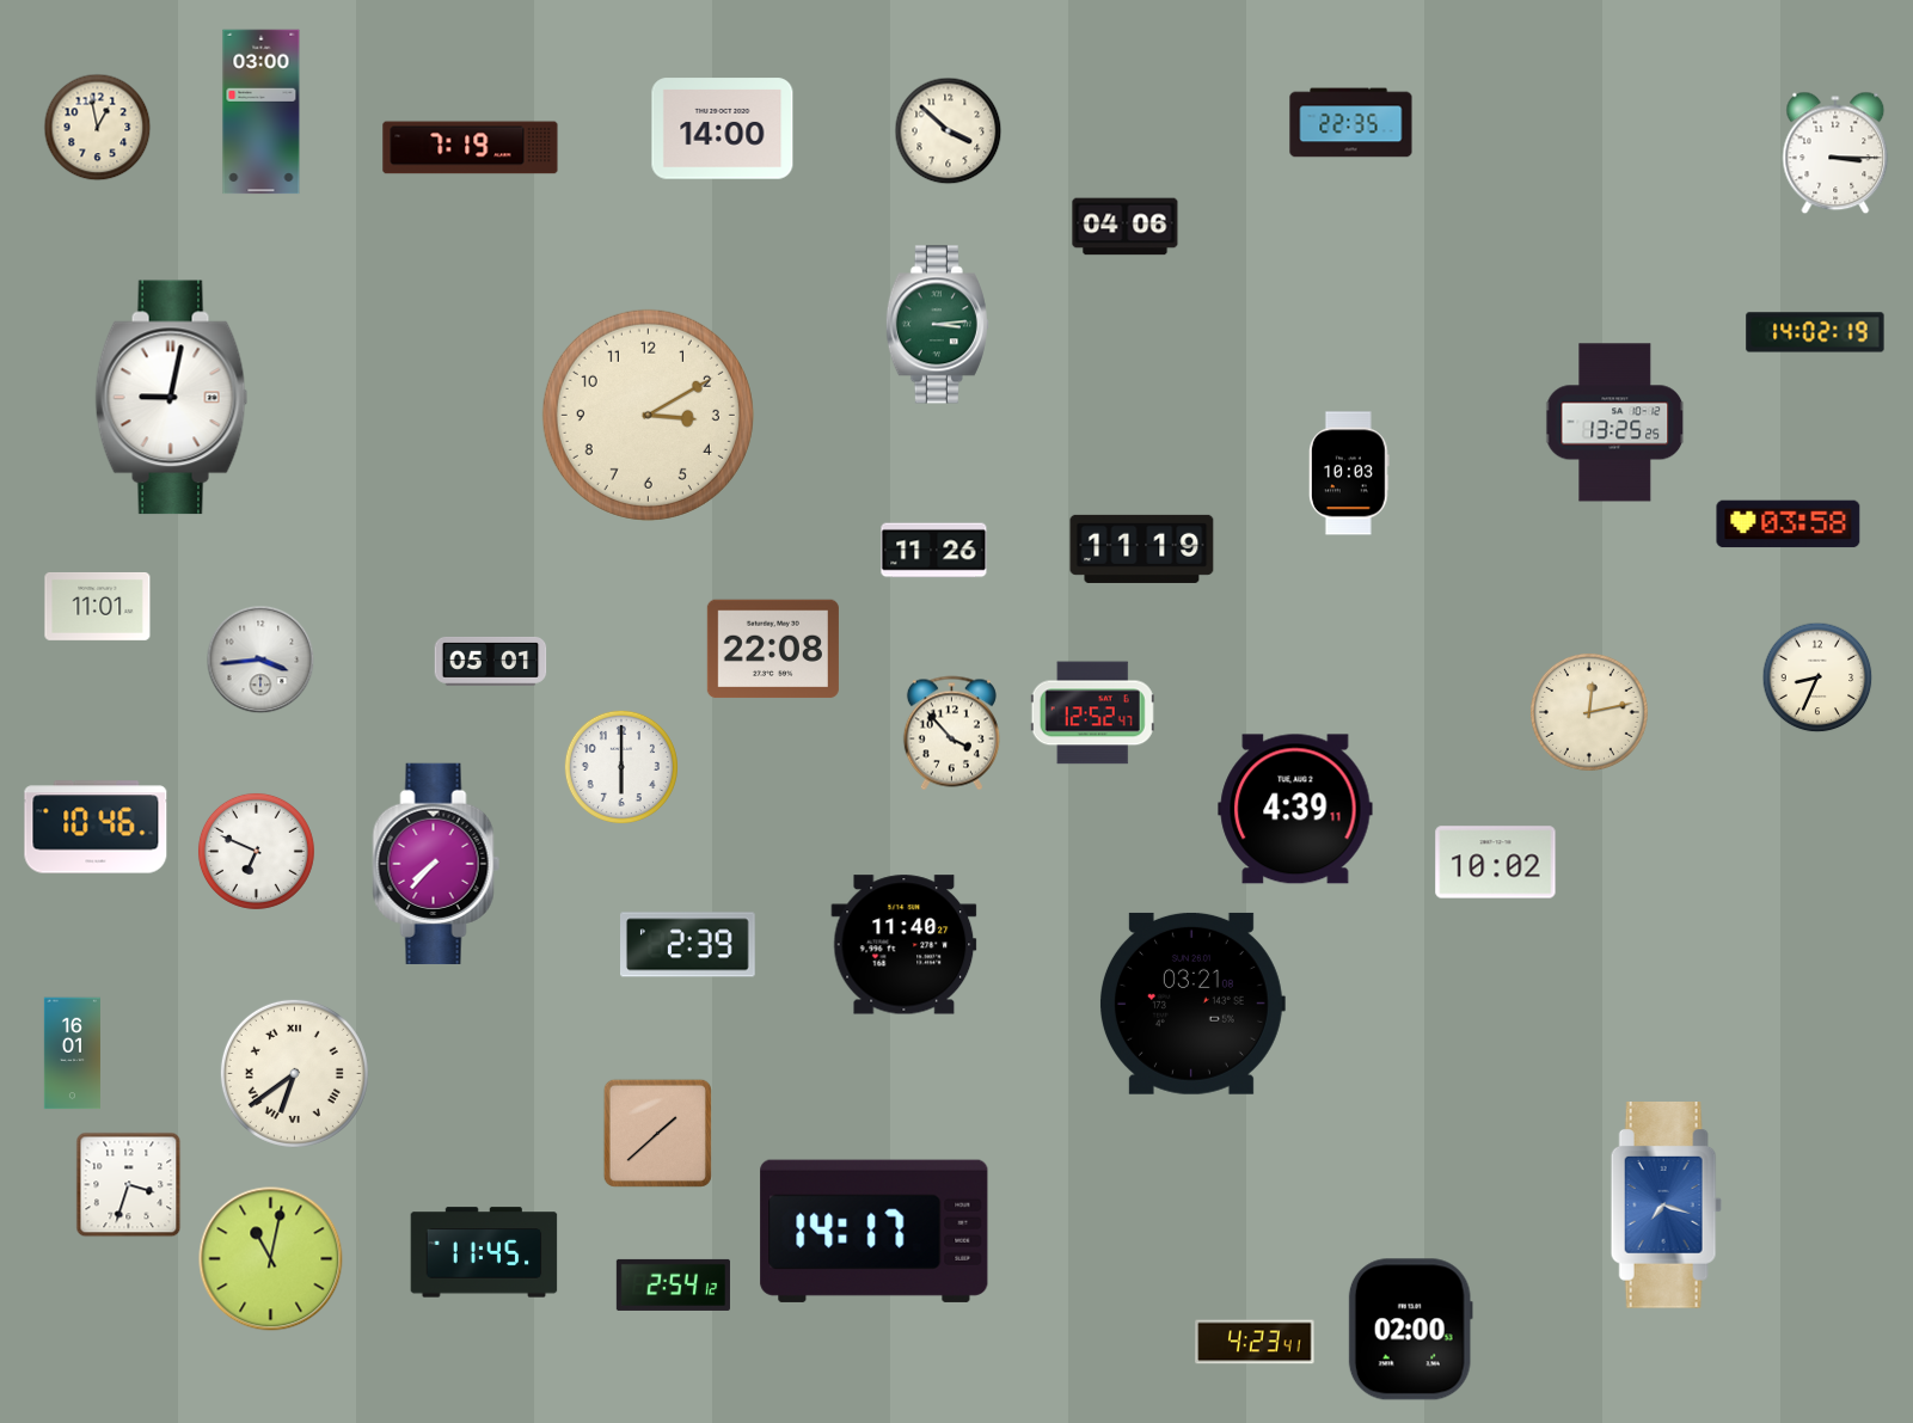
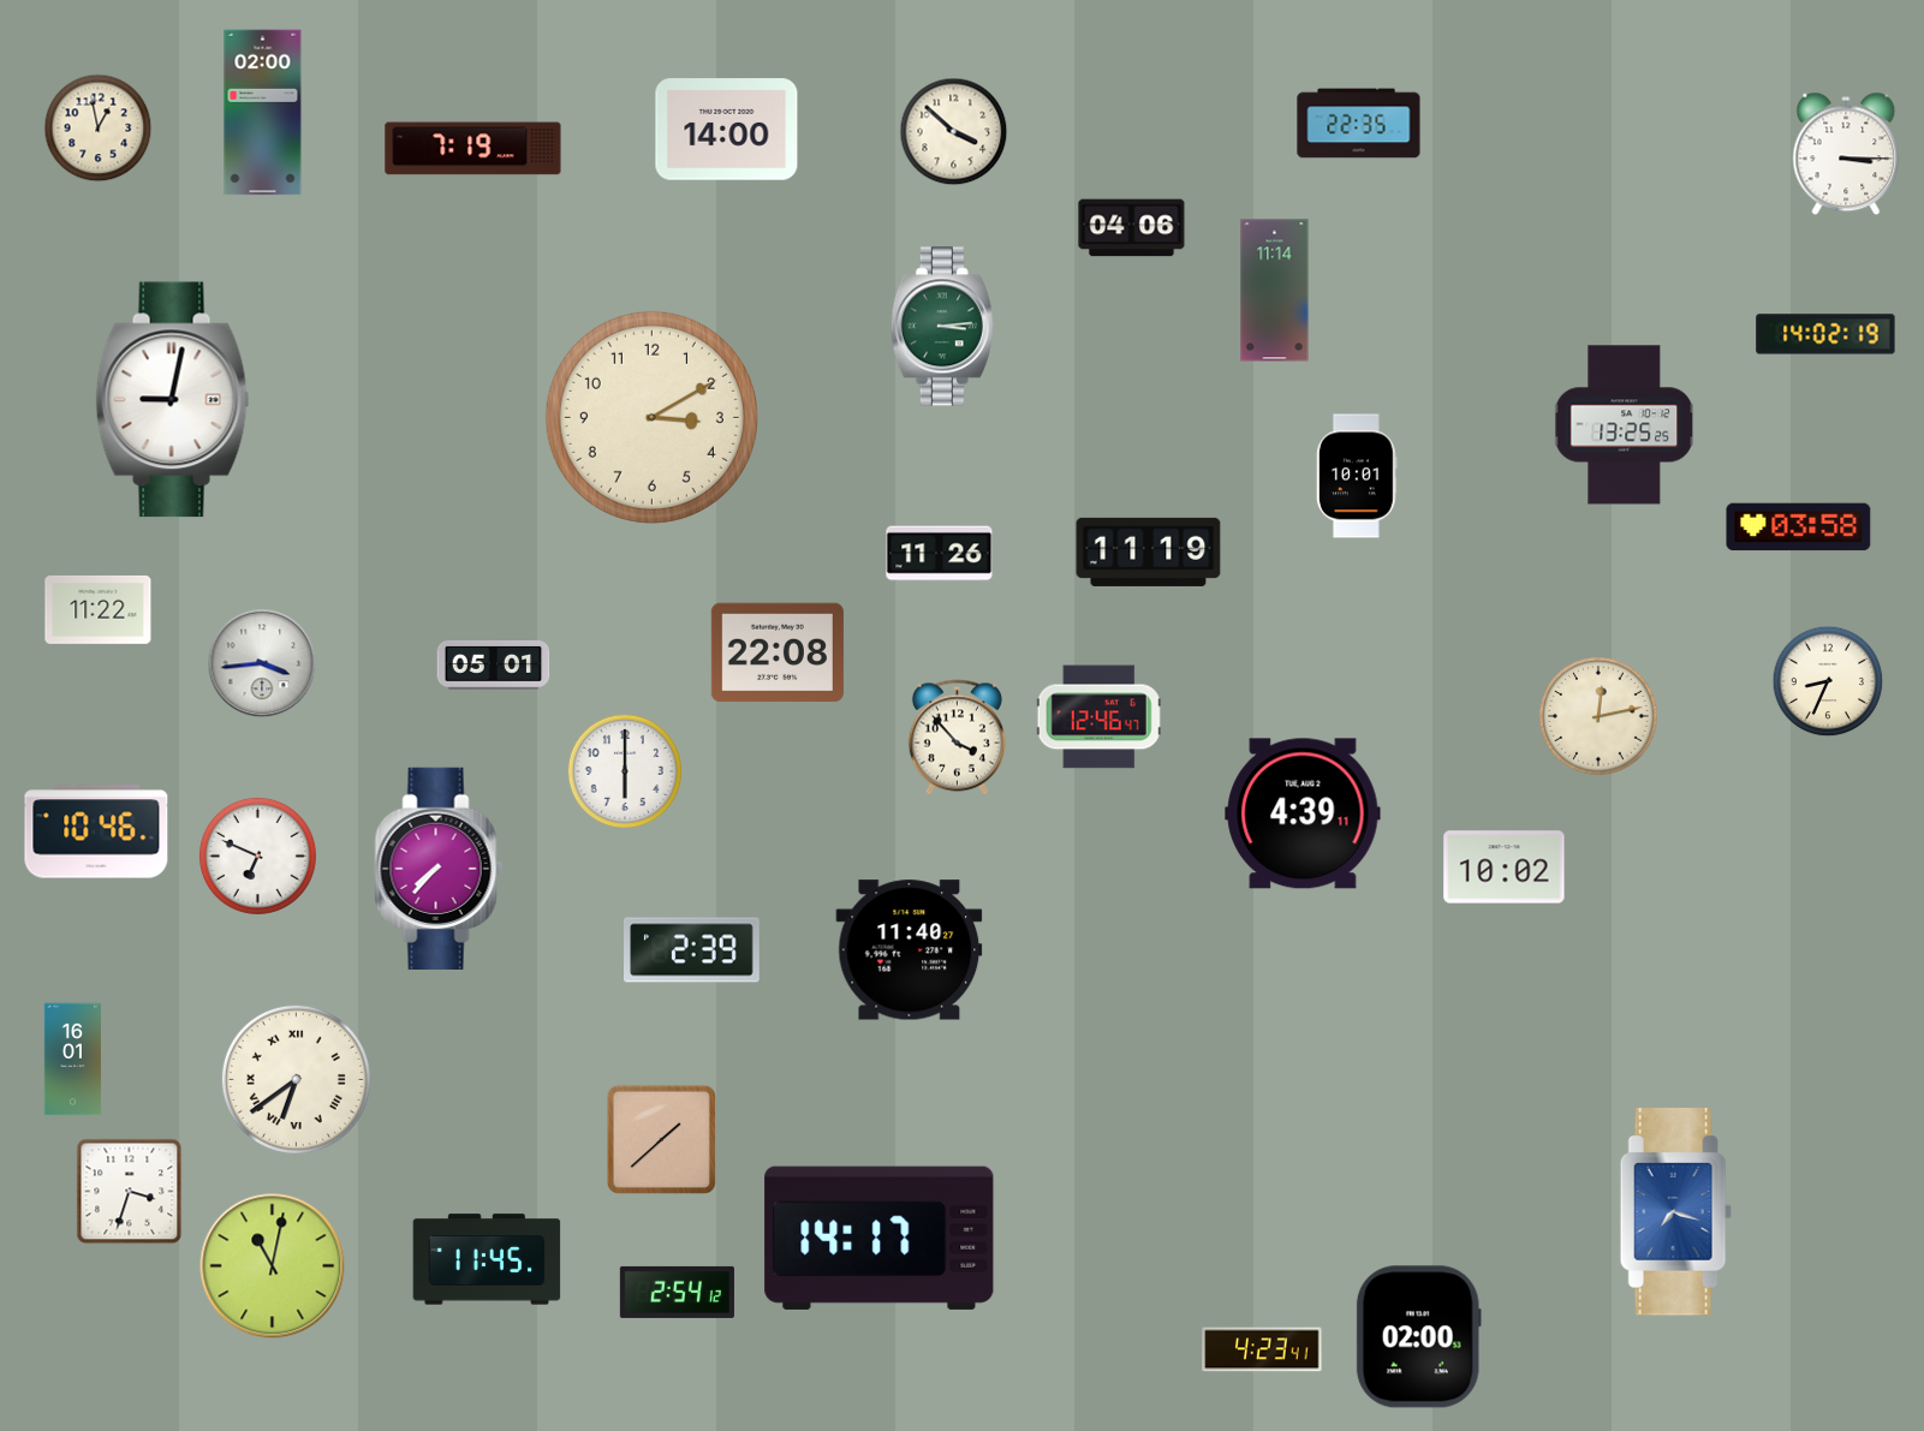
clock at (262, 112): 03:00 -> 02:00
clock at (1275, 291): none -> 11:14
clock at (1349, 473): 10:03 -> 10:01
clock at (98, 606): 11:01 -> 11:22
clock at (1092, 713): 12:52 -> 12:46
clock at (1191, 1004): 03:21 -> none
